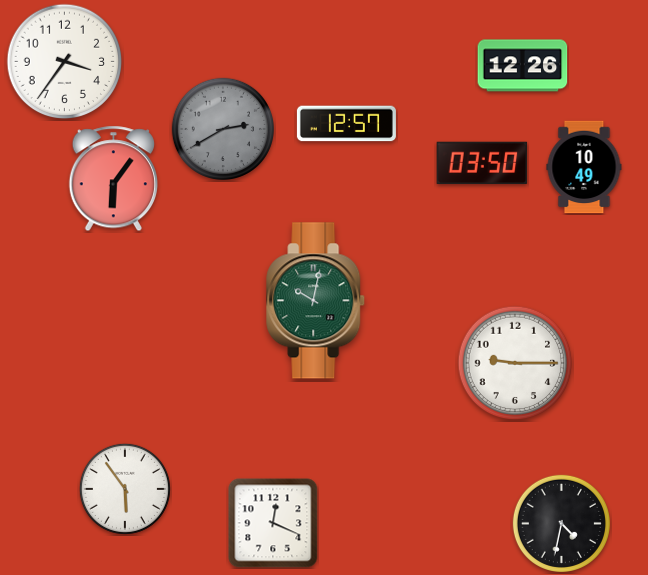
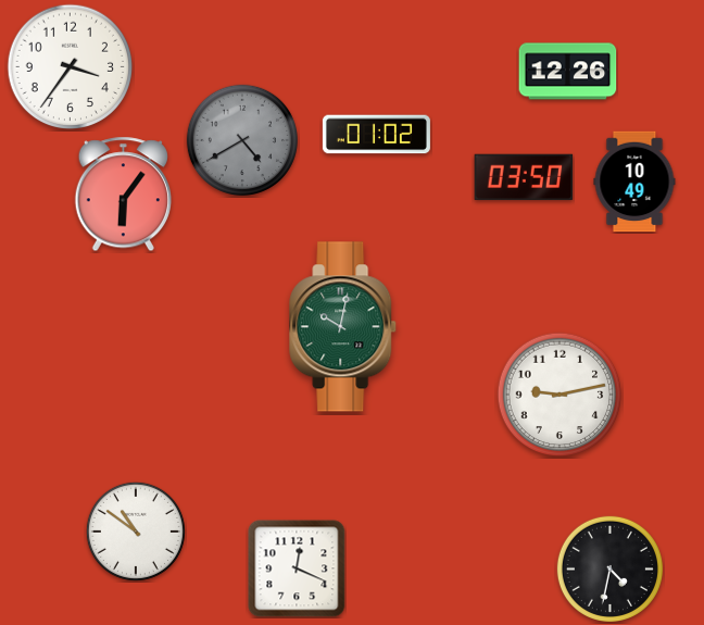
clock at (346, 124): 12:57 -> 01:02
clock at (222, 128): 2:40 -> 4:40
clock at (515, 363): 9:15 -> 9:13
clock at (125, 489): 5:54 -> 10:51
